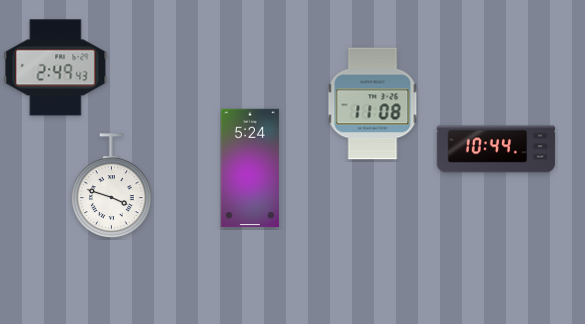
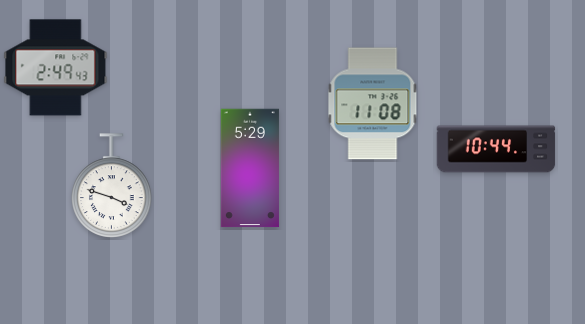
clock at (250, 168): 5:24 -> 5:29
